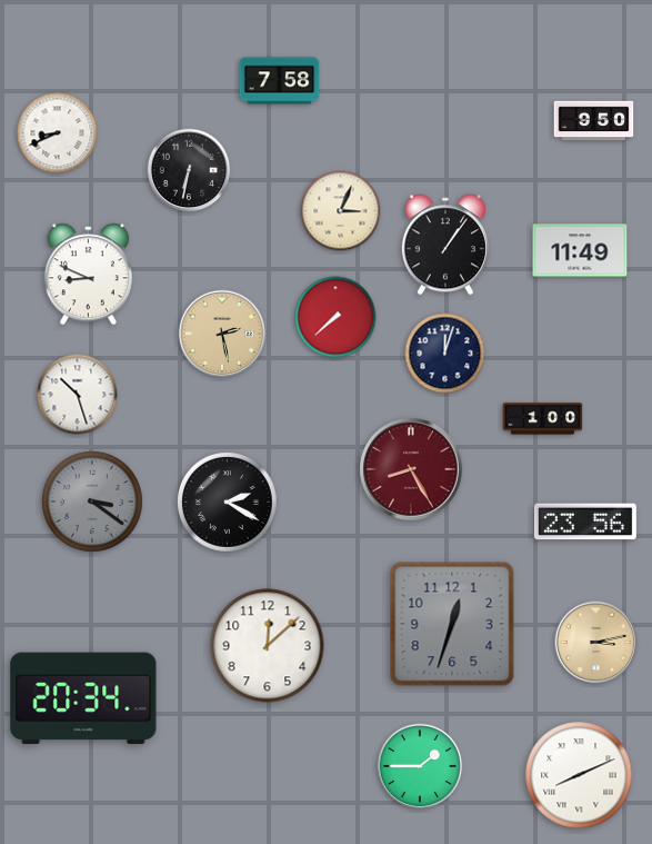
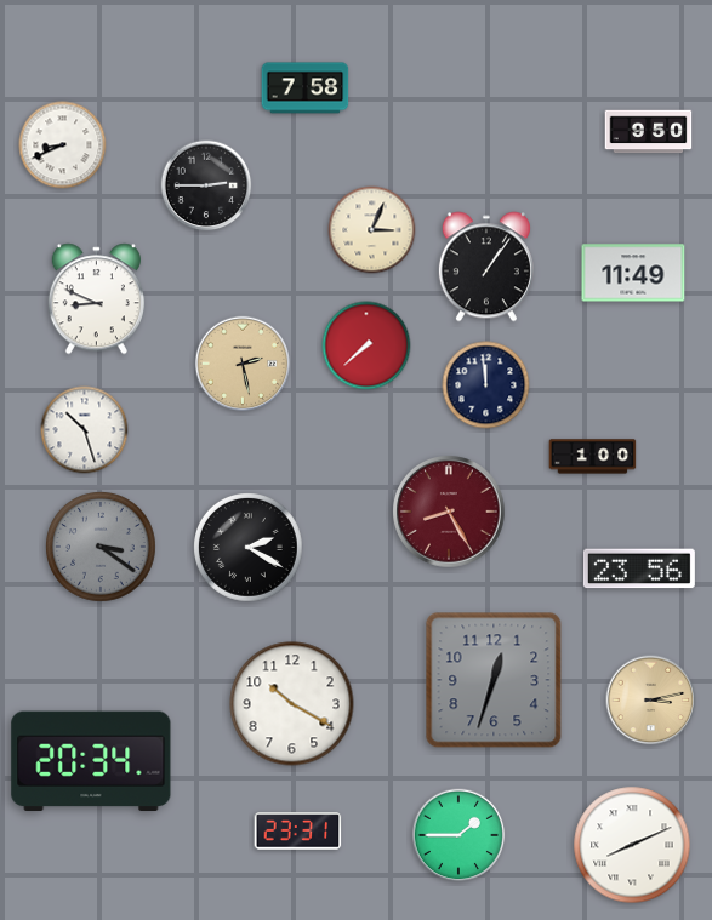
clock at (189, 170): 6:32 -> 2:45
clock at (445, 354): 12:03 -> 11:59
clock at (268, 646): 12:08 -> 10:20
clock at (298, 832): none -> 23:31
